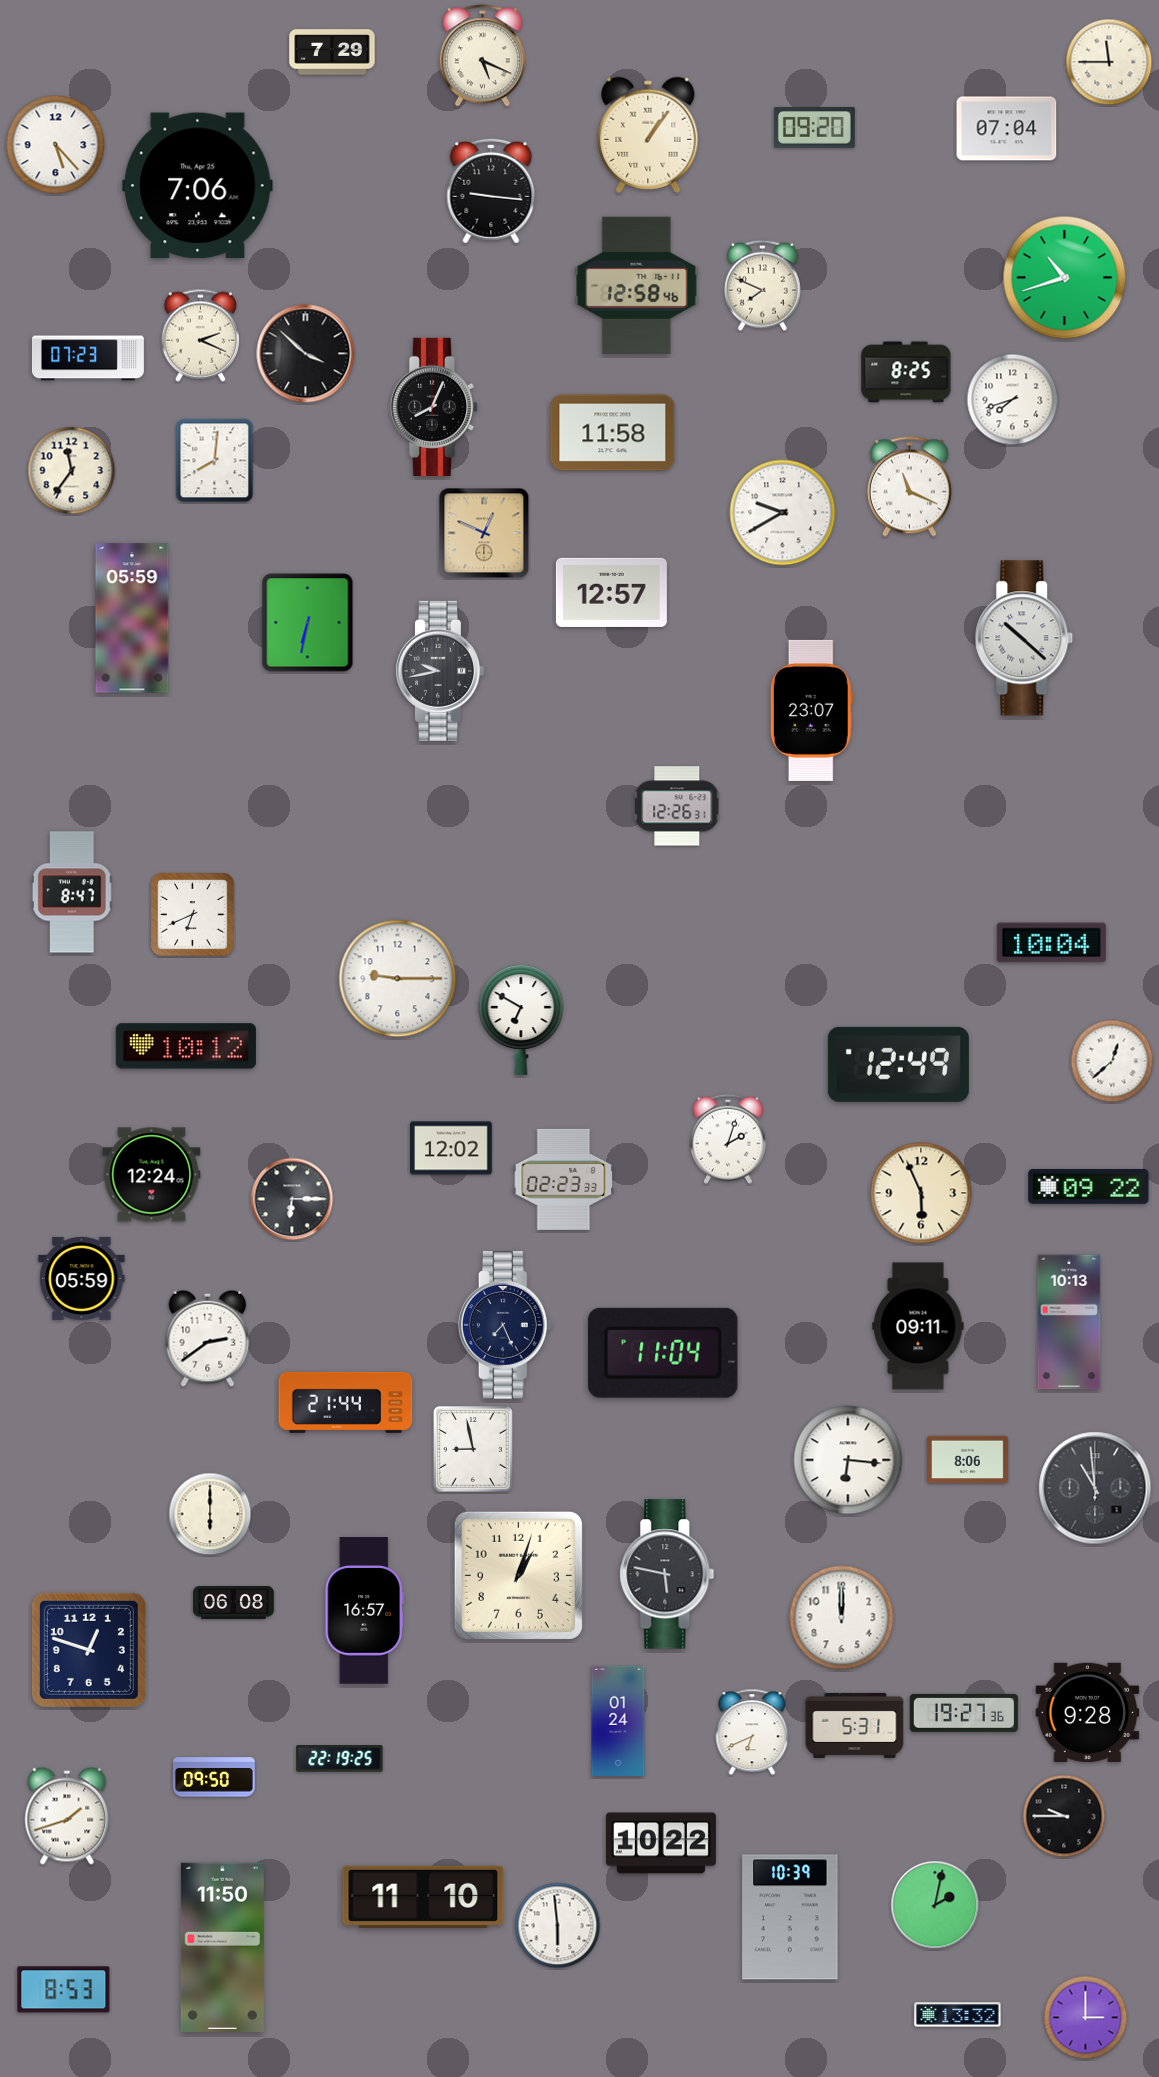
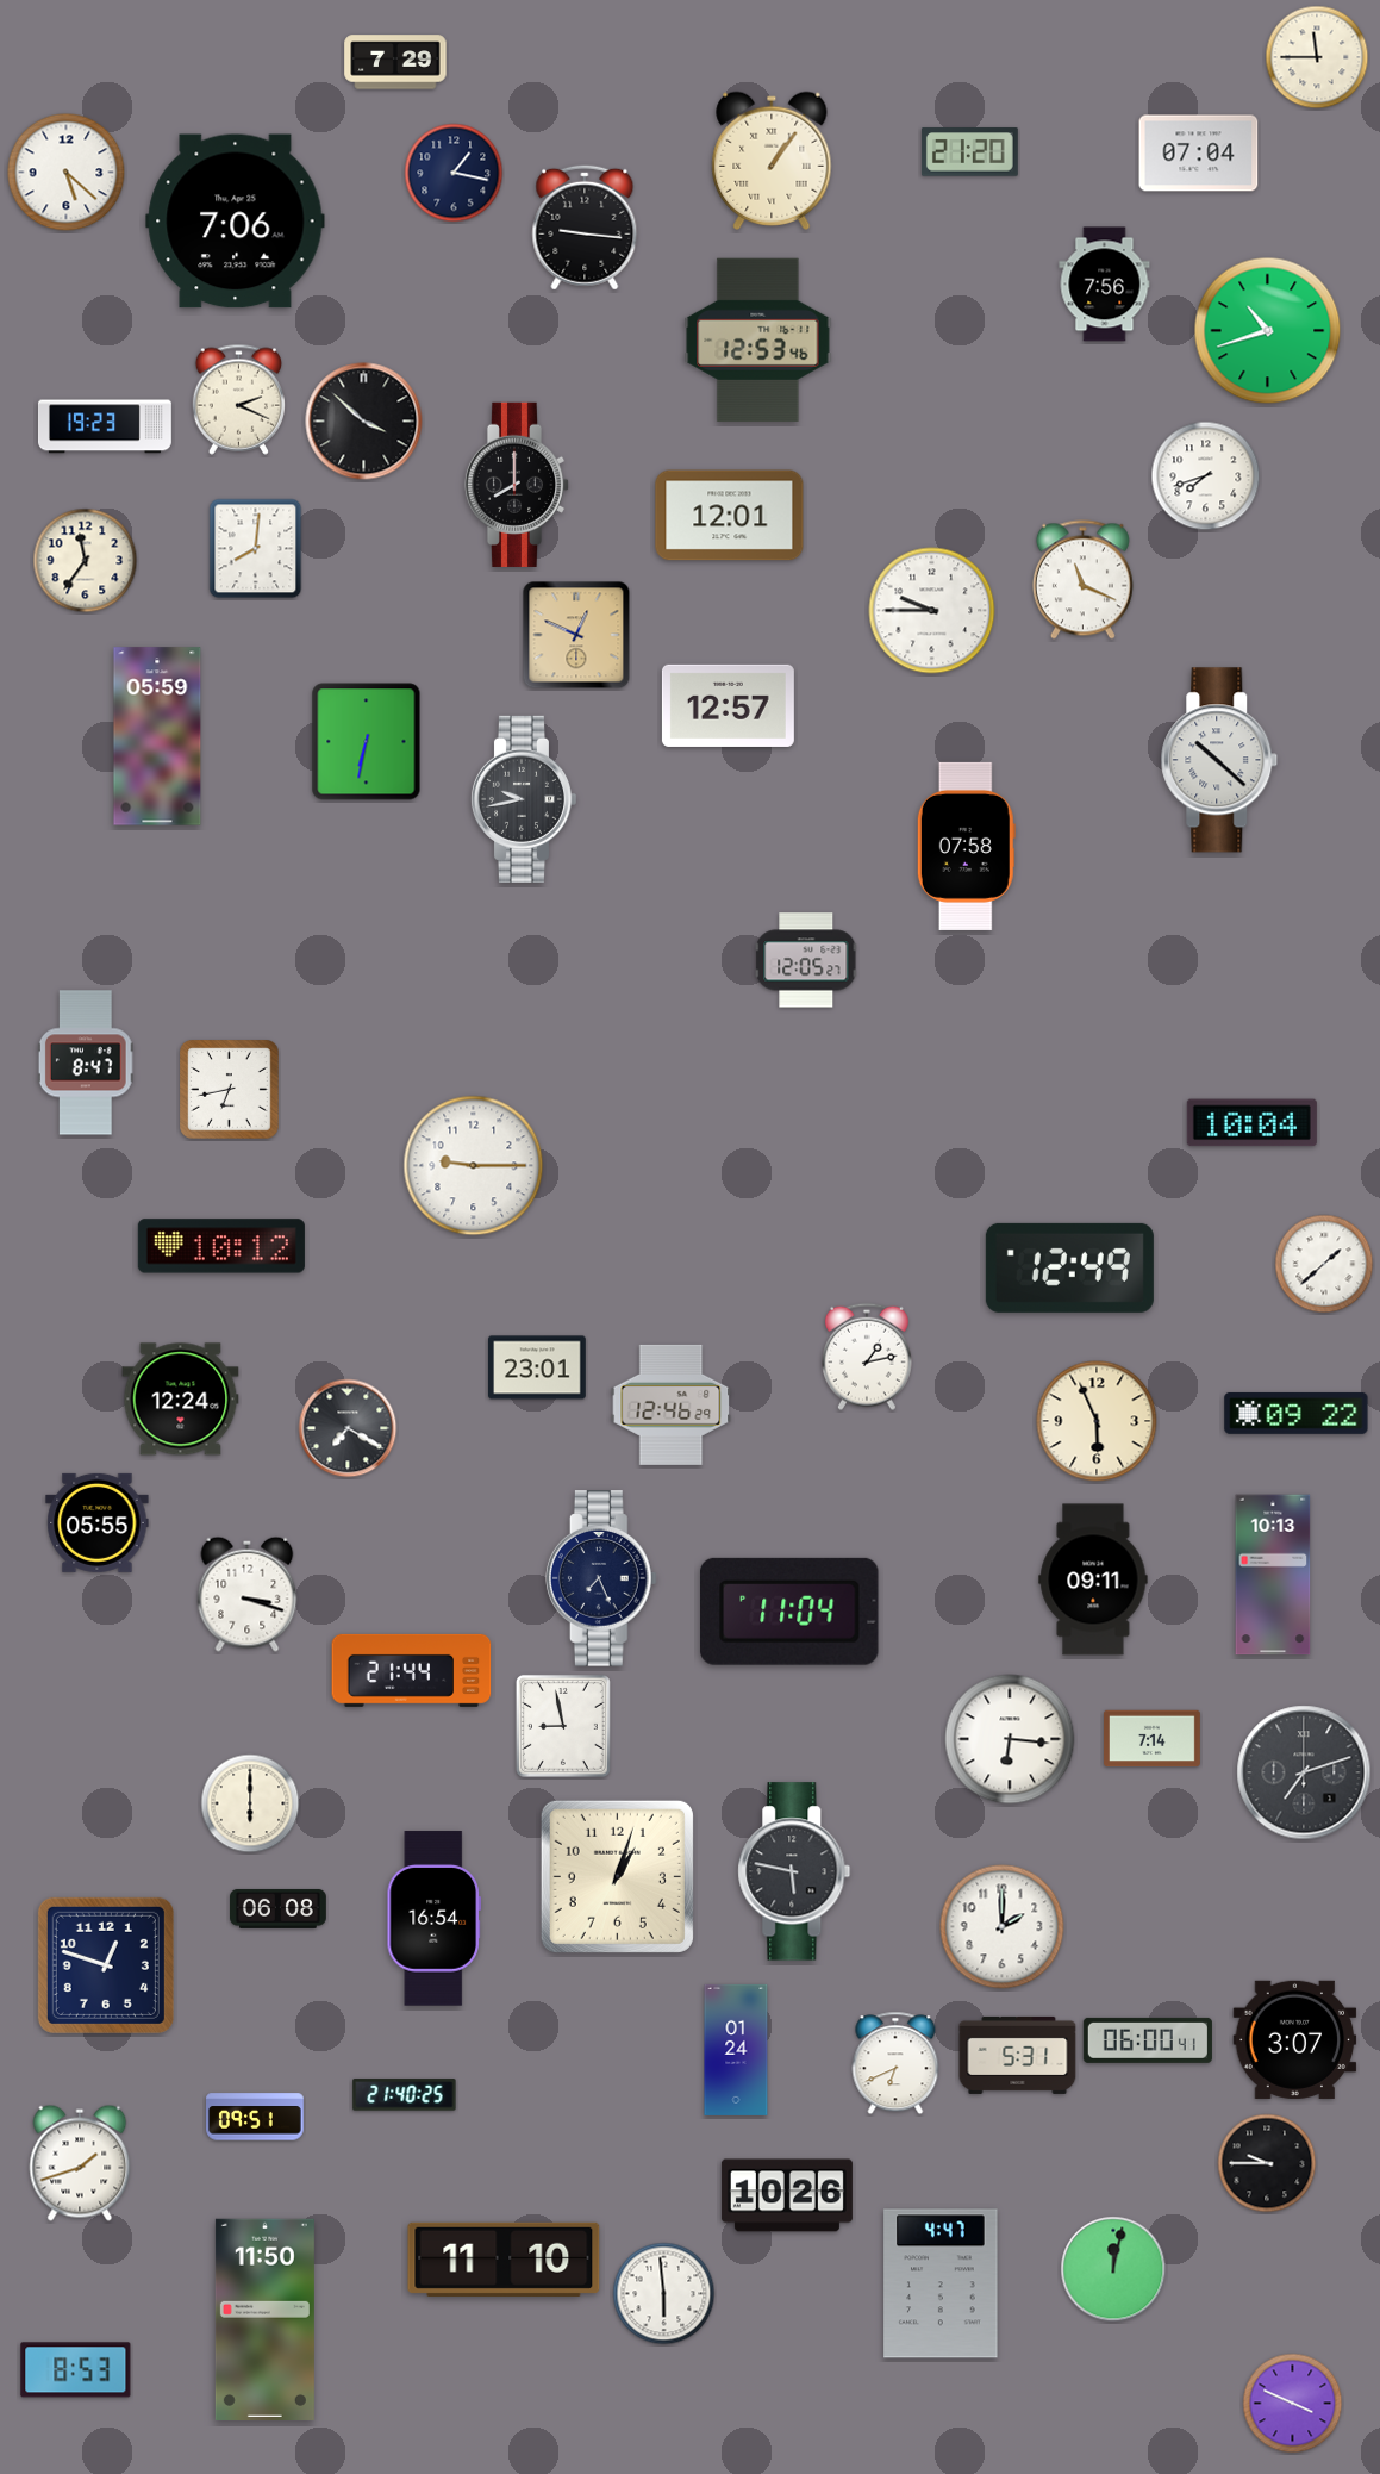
clock at (482, 56): 5:19 -> none
clock at (1109, 62) position: (1109, 62) -> (1317, 57)
clock at (814, 128): 09:20 -> 21:20
clock at (56, 145): 5:23 -> 5:22
clock at (454, 173): none -> 1:17
clock at (1105, 285): none -> 7:56
clock at (637, 285): 12:58 -> 12:53
clock at (762, 285): 7:49 -> none
clock at (88, 358): 07:23 -> 19:23
clock at (906, 372): 8:25 -> none
clock at (434, 407): 8:04 -> 8:00
clock at (613, 433): 11:58 -> 12:01
clock at (783, 513): 9:40 -> 9:45
clock at (811, 710): 23:07 -> 07:58
clock at (677, 806): 12:26 -> 12:05
clock at (193, 915): 6:41 -> 6:43
clock at (521, 1020): 6:50 -> none
clock at (1112, 1061): 12:38 -> 1:38
clock at (728, 1139): 2:03 -> 1:13
clock at (452, 1148): 12:02 -> 23:01
clock at (564, 1179): 02:23 -> 12:46
clock at (292, 1199): 6:15 -> 7:20
clock at (82, 1278): 05:59 -> 05:55
clock at (208, 1338): 2:39 -> 3:18
clock at (968, 1460): 8:06 -> 7:14
clock at (1095, 1488): 10:59 -> 7:12
clock at (667, 1574) position: (667, 1574) -> (794, 1871)
clock at (364, 1611): 16:57 -> 16:54
clock at (842, 1618): 12:00 -> 2:00
clock at (1088, 1712): 9:28 -> 3:07
clock at (964, 1713): 19:27 -> 06:00
clock at (340, 1759): 22:19 -> 21:40
clock at (215, 1777): 09:50 -> 09:51
clock at (661, 1843): 10:22 -> 10:26
clock at (935, 1905): 2:02 -> 12:02
clock at (790, 1917): 10:39 -> 4:47
clock at (958, 2015): 13:32 -> none
clock at (1086, 2018): 3:00 -> 3:49
